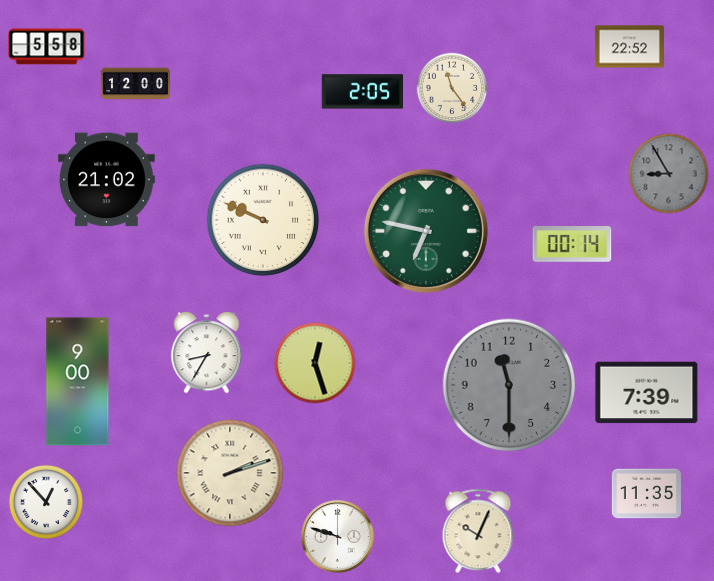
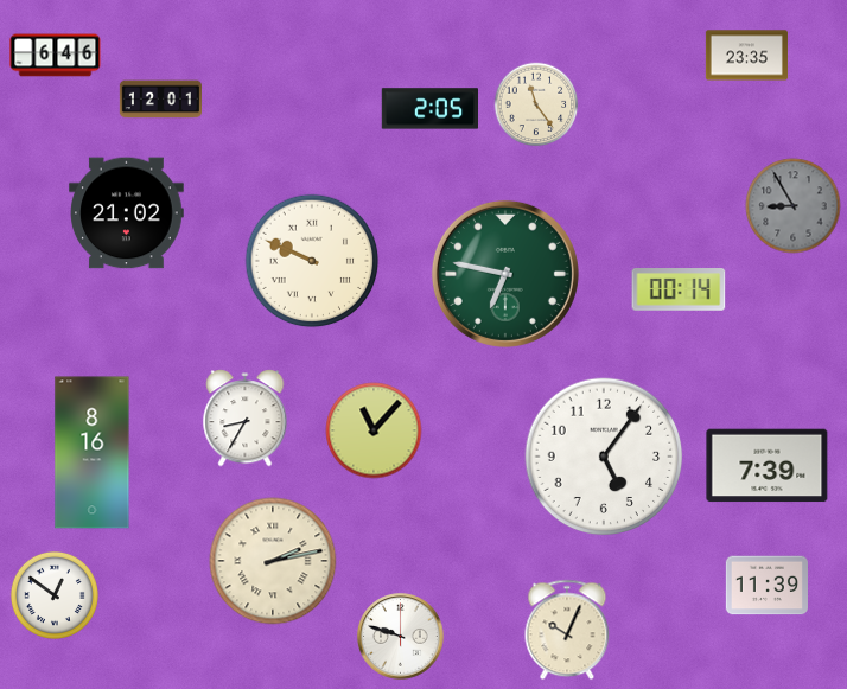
clock at (47, 47): 5:58 -> 6:46
clock at (629, 47): 22:52 -> 23:35
clock at (135, 84): 12:00 -> 12:01
clock at (315, 363): 12:27 -> 11:07
clock at (78, 382): 9:00 -> 8:16
clock at (509, 385): 11:30 -> 5:06
clock at (509, 385) dial: grey -> white
clock at (230, 473): 2:12 -> 2:13
clock at (646, 494): 11:35 -> 11:39
clock at (46, 502): 12:53 -> 12:51
